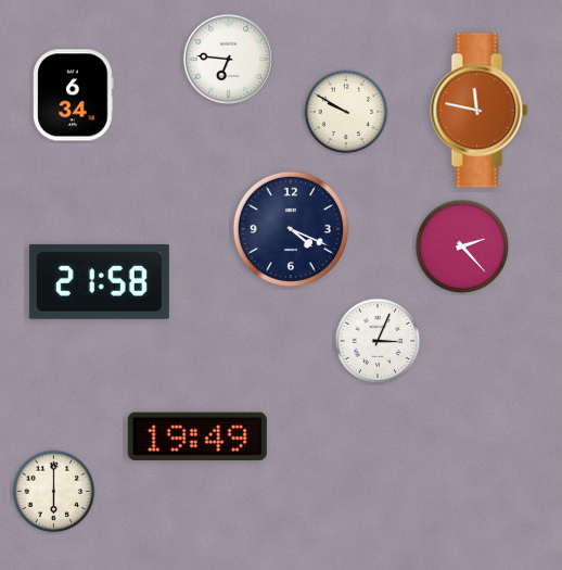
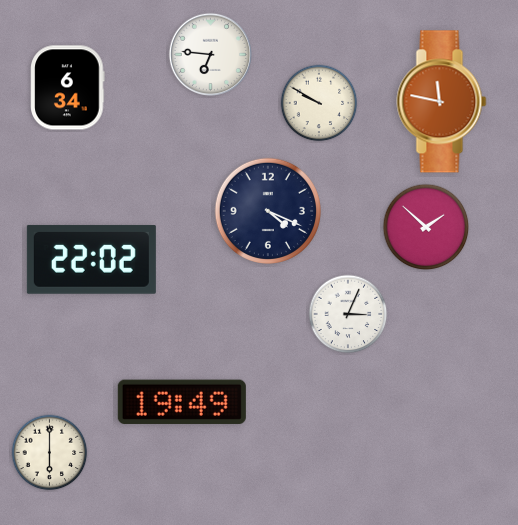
clock at (462, 246): 2:23 -> 1:52
clock at (99, 281): 21:58 -> 22:02
